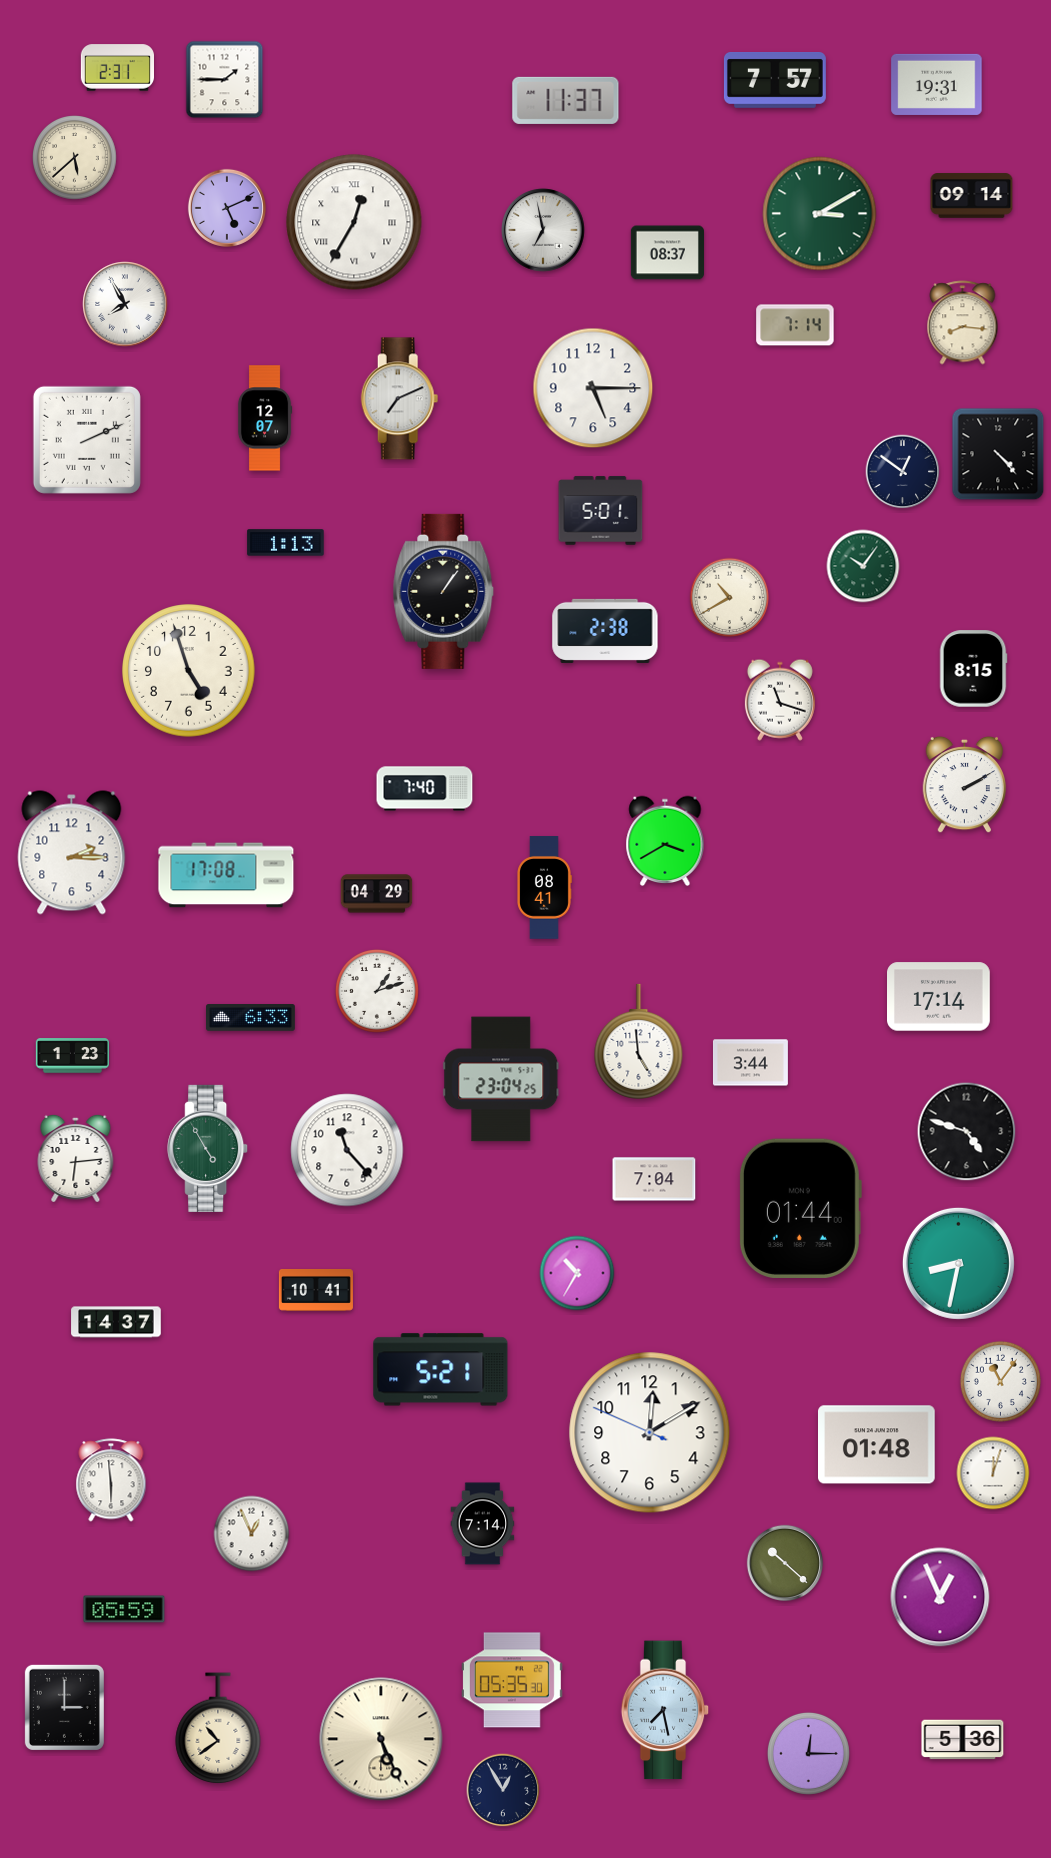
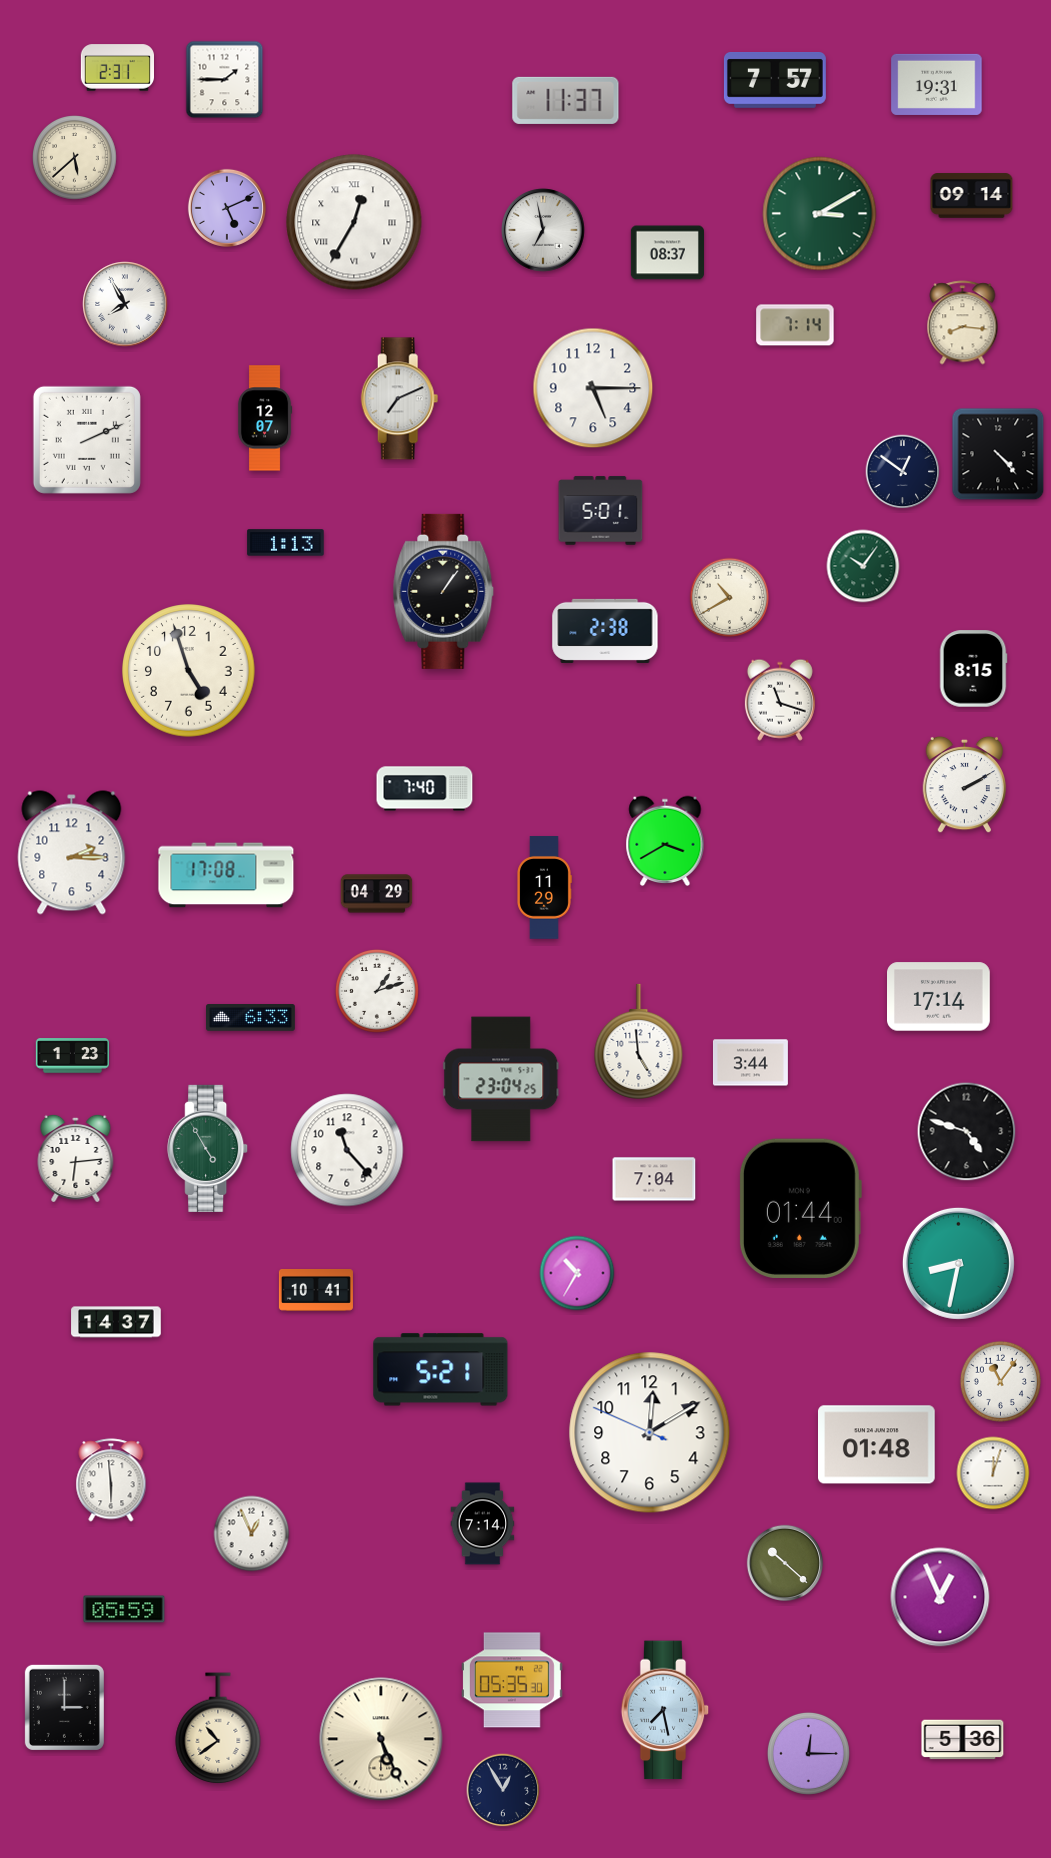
clock at (545, 888): 08:41 -> 11:29
